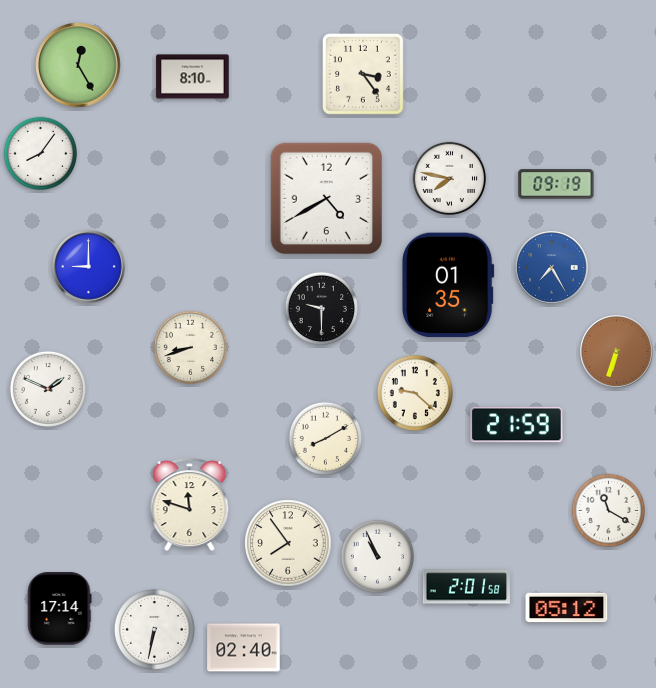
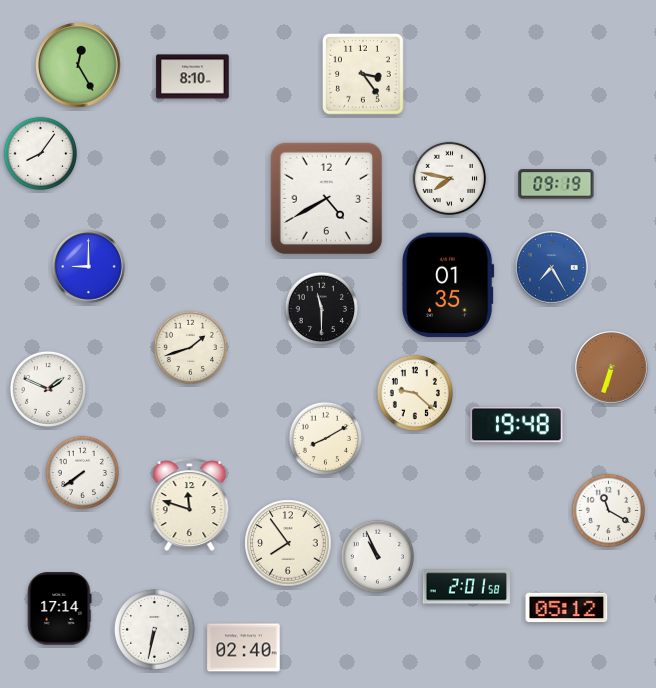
clock at (321, 308): 9:30 -> 11:30
clock at (190, 347): 8:42 -> 1:42
clock at (617, 352) position: (617, 352) -> (612, 368)
clock at (517, 425): 21:59 -> 19:48
clock at (82, 472): none -> 7:39
